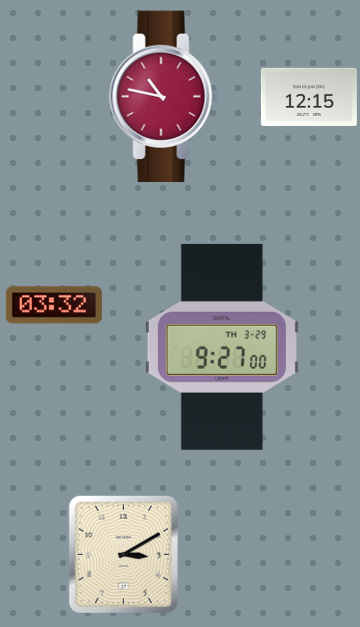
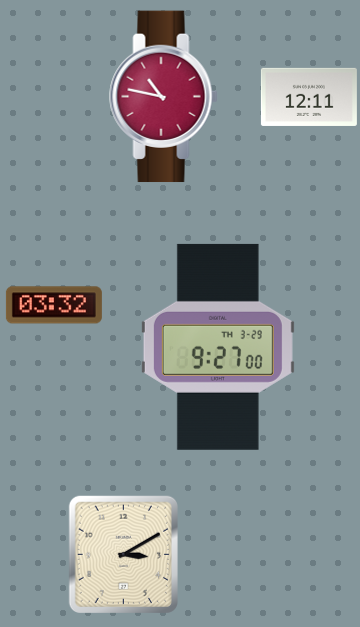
clock at (309, 97): 12:15 -> 12:11
clock at (222, 347) position: (222, 347) -> (218, 347)
